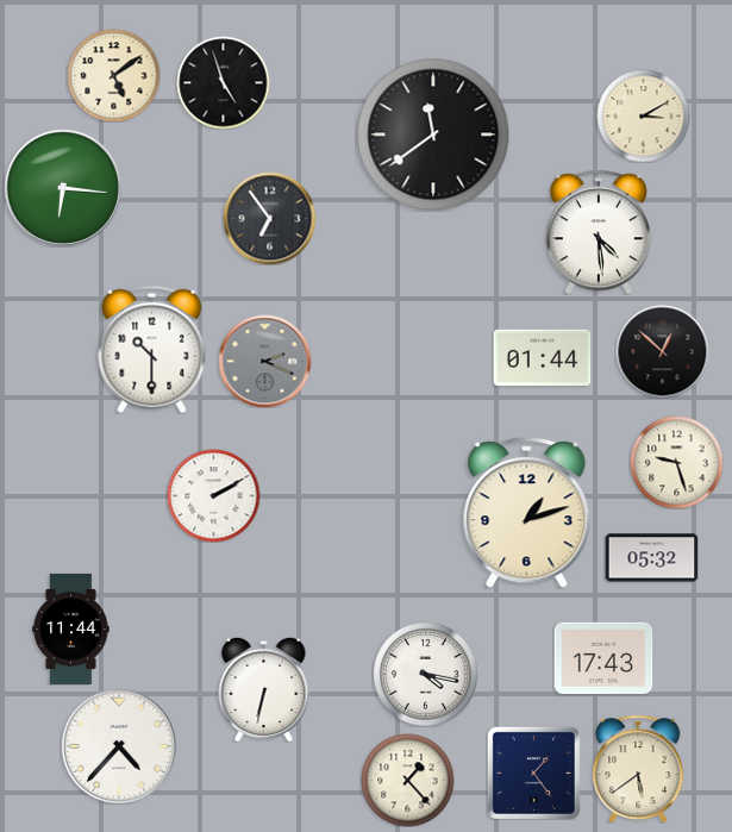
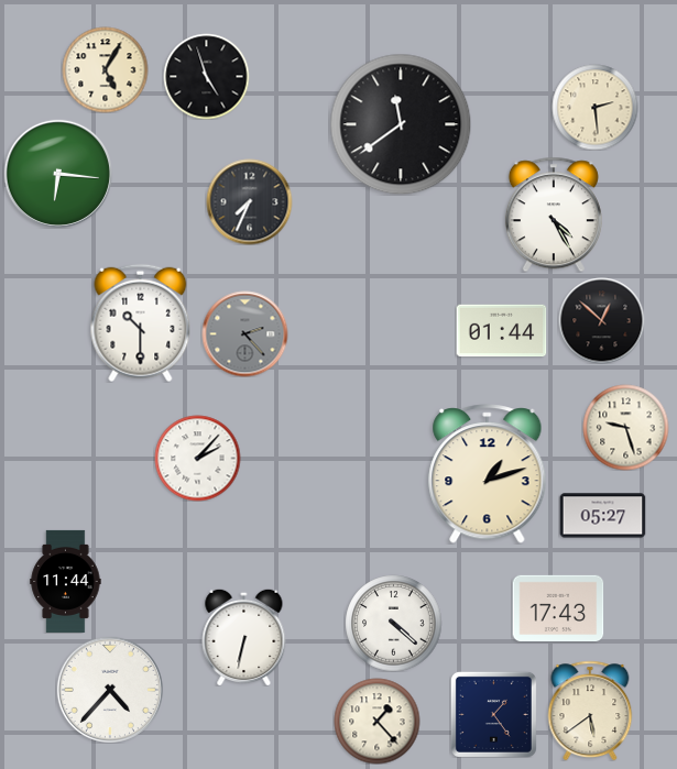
clock at (113, 75): 5:09 -> 5:05
clock at (643, 115): 3:10 -> 2:29
clock at (269, 218): 6:54 -> 7:34
clock at (599, 232): 4:29 -> 4:25
clock at (662, 351) position: (662, 351) -> (601, 320)
clock at (264, 361): 2:19 -> 2:23
clock at (213, 495): 2:10 -> 2:07
clock at (651, 558): 05:32 -> 05:27
clock at (425, 674): 4:17 -> 4:22
